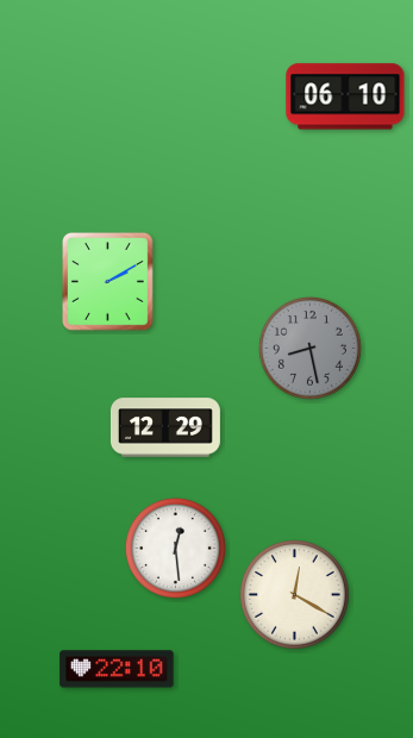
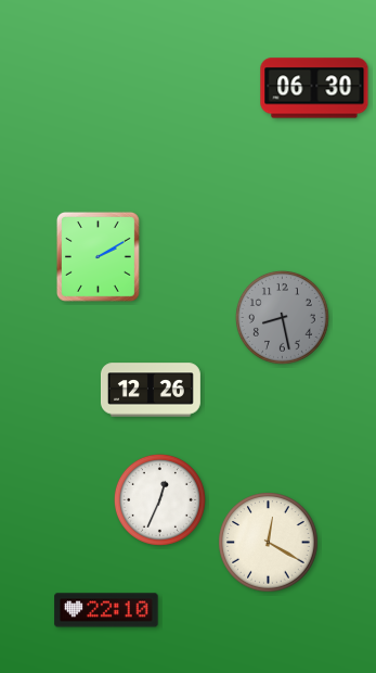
clock at (345, 96): 06:10 -> 06:30
clock at (165, 427): 12:29 -> 12:26
clock at (175, 548): 12:29 -> 12:34
